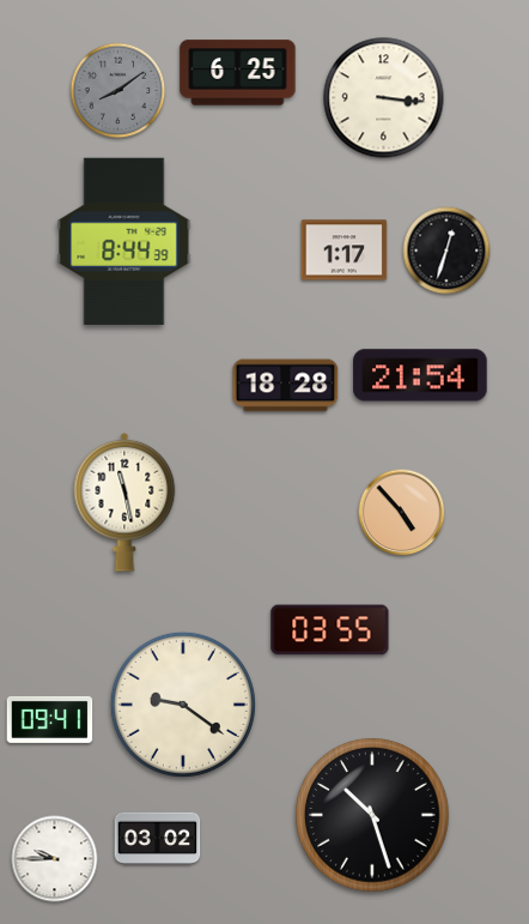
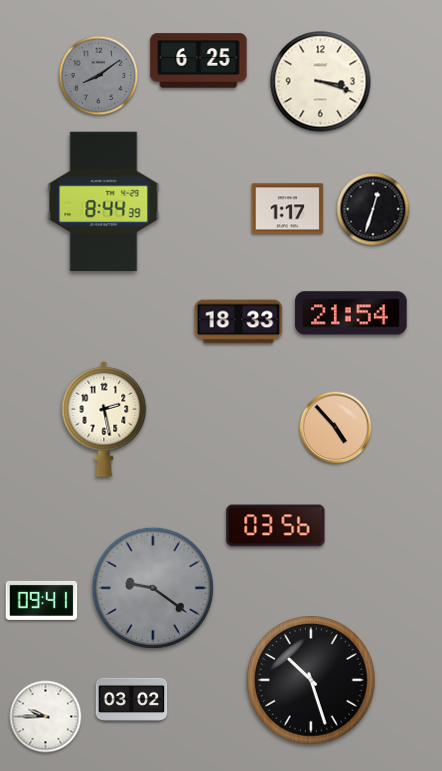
clock at (384, 98): 3:16 -> 3:18
clock at (286, 386): 18:28 -> 18:33
clock at (124, 502): 11:28 -> 2:28
clock at (330, 630): 03:55 -> 03:56
clock at (183, 705) dial: cream -> grey
